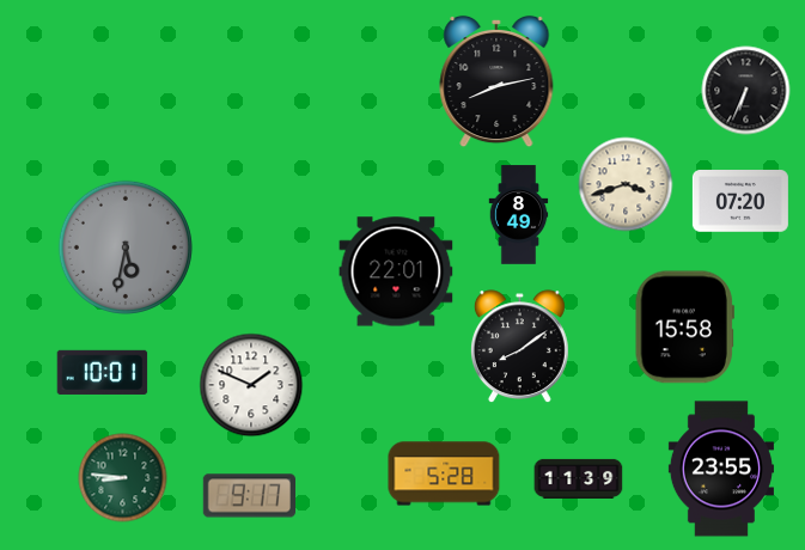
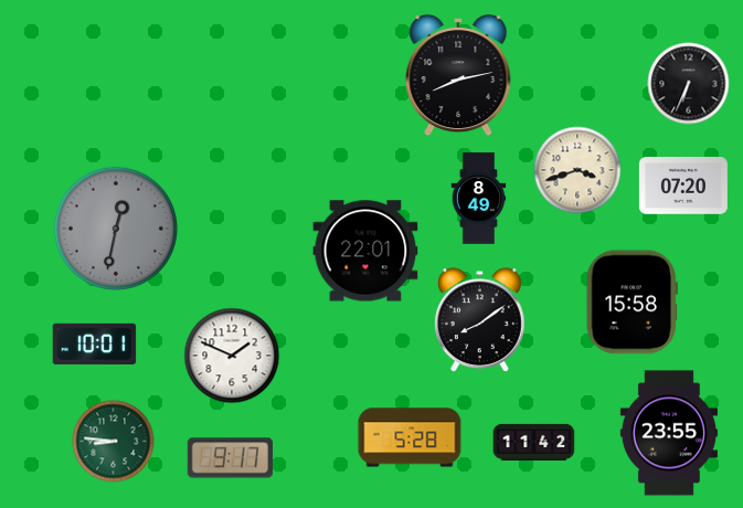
clock at (126, 247): 5:32 -> 12:32
clock at (721, 469) position: (721, 469) -> (669, 433)
clock at (579, 478): 11:39 -> 11:42
